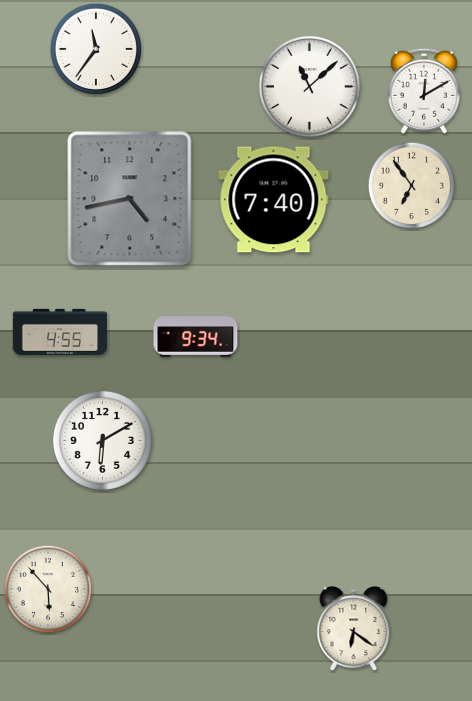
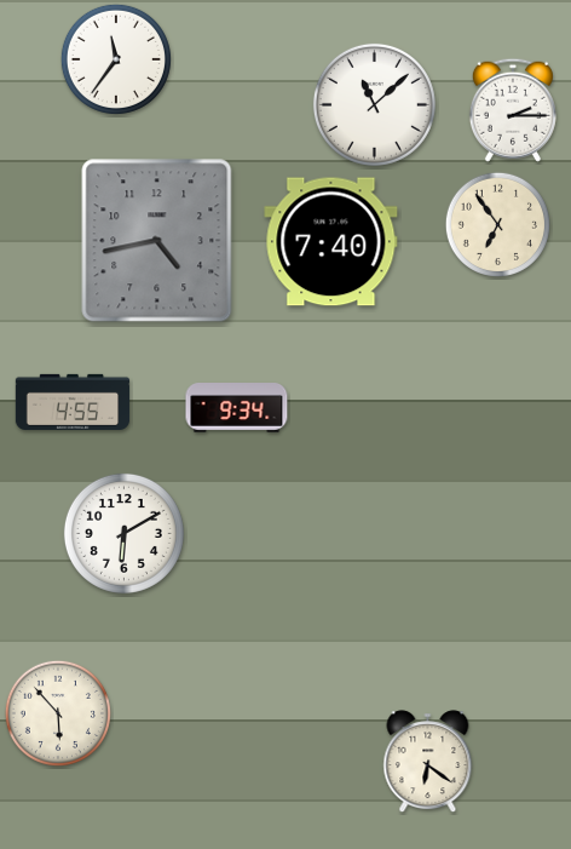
clock at (424, 91): 12:10 -> 2:15
